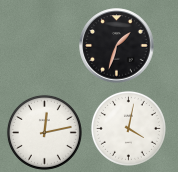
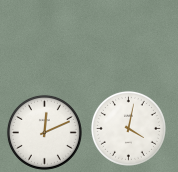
clock at (117, 46): 1:33 -> none
clock at (44, 132): 12:13 -> 12:11
